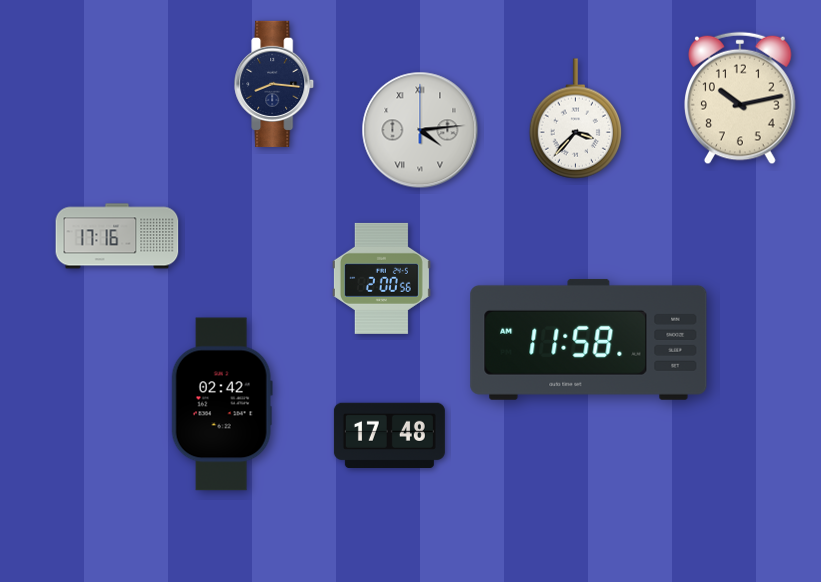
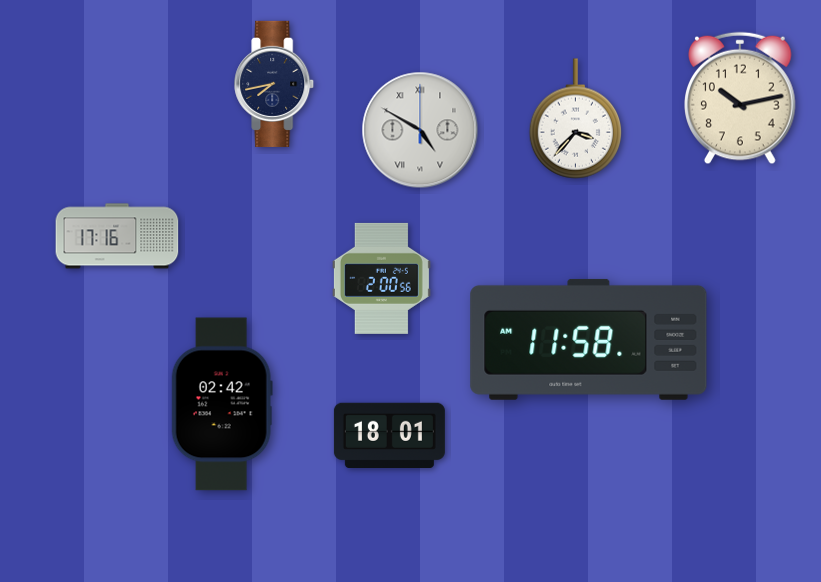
clock at (275, 84): 8:16 -> 7:43
clock at (420, 130): 4:14 -> 4:50
clock at (389, 436): 17:48 -> 18:01
